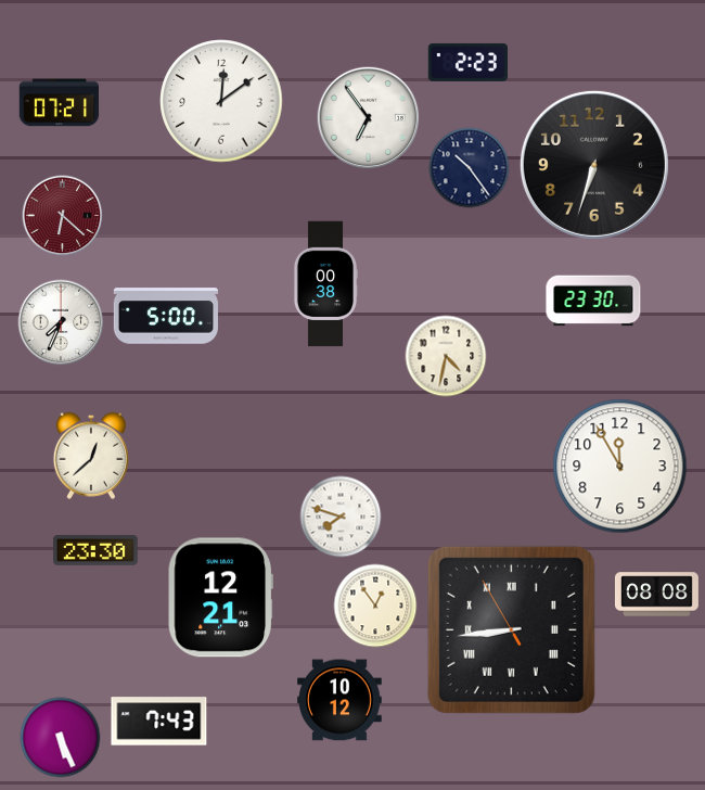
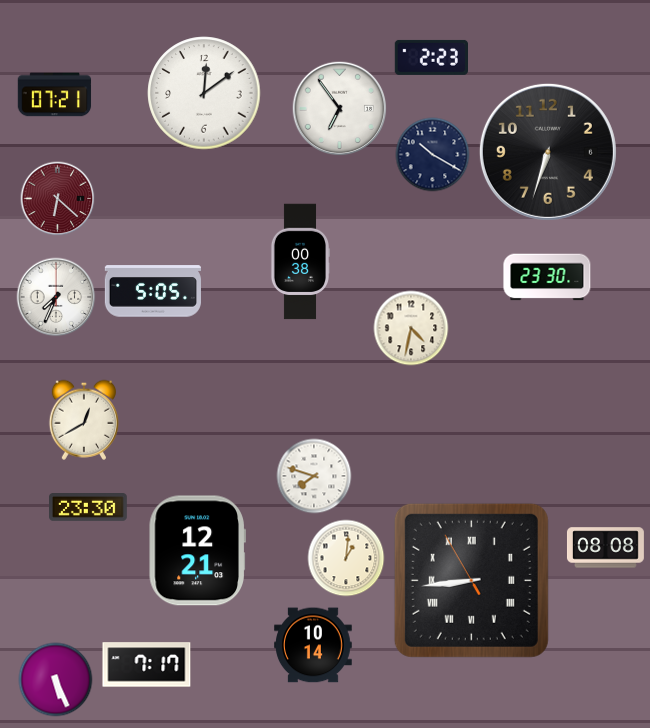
clock at (470, 168): 10:24 -> 10:20
clock at (166, 316): 5:00 -> 5:05
clock at (90, 456): 12:38 -> 12:40
clock at (620, 467): 11:55 -> none
clock at (220, 598) position: (220, 598) -> (197, 551)
clock at (375, 606): 12:54 -> 1:01
clock at (341, 700): 10:12 -> 10:14
clock at (159, 722): 7:43 -> 7:17
